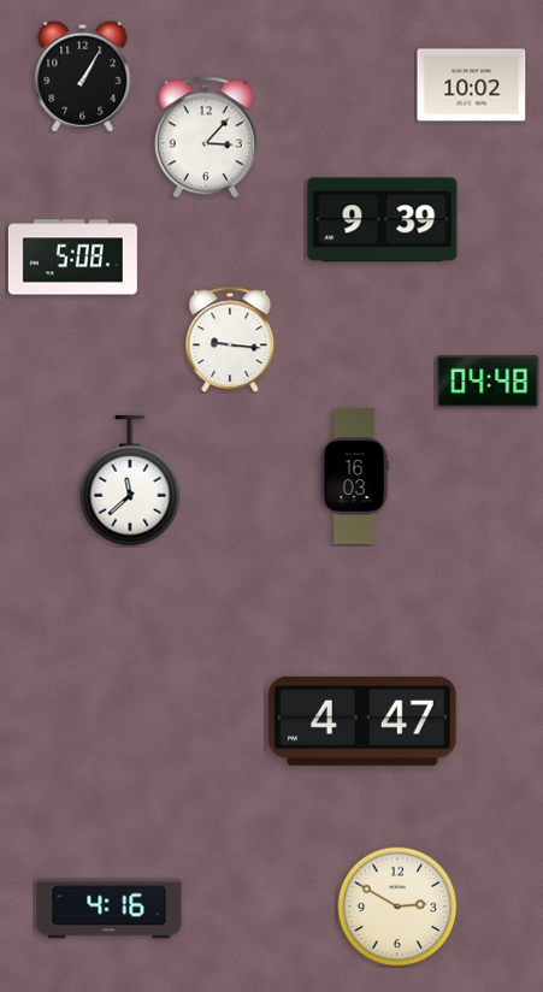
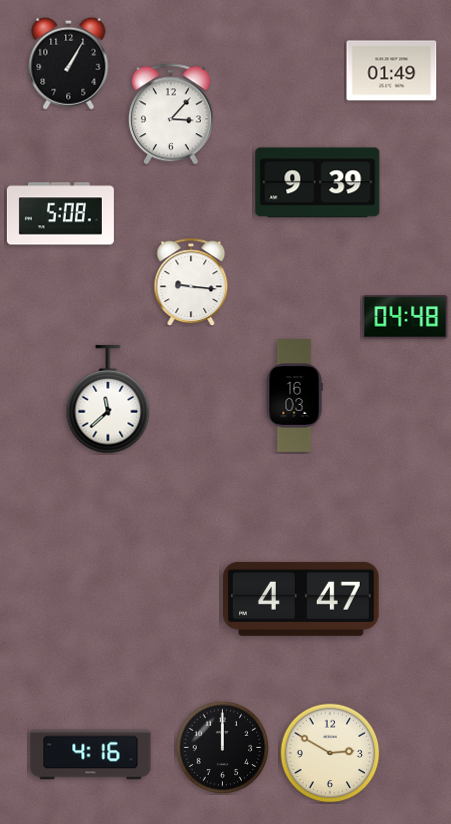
clock at (472, 85): 10:02 -> 01:49
clock at (222, 747): none -> 12:00
